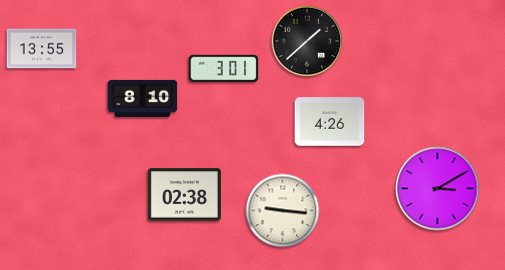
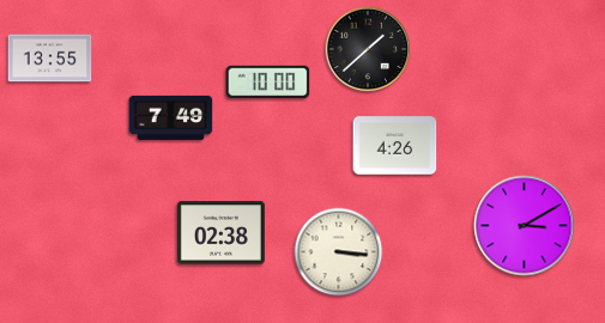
clock at (224, 68): 3:01 -> 10:00
clock at (143, 98): 8:10 -> 7:49
clock at (283, 211): 9:16 -> 3:16
